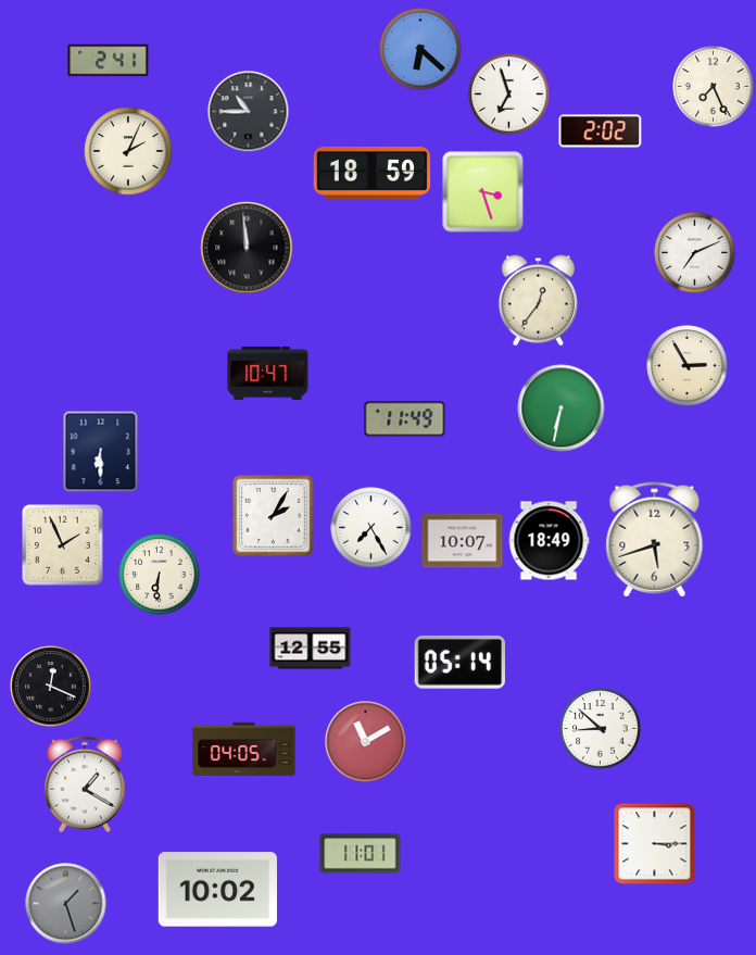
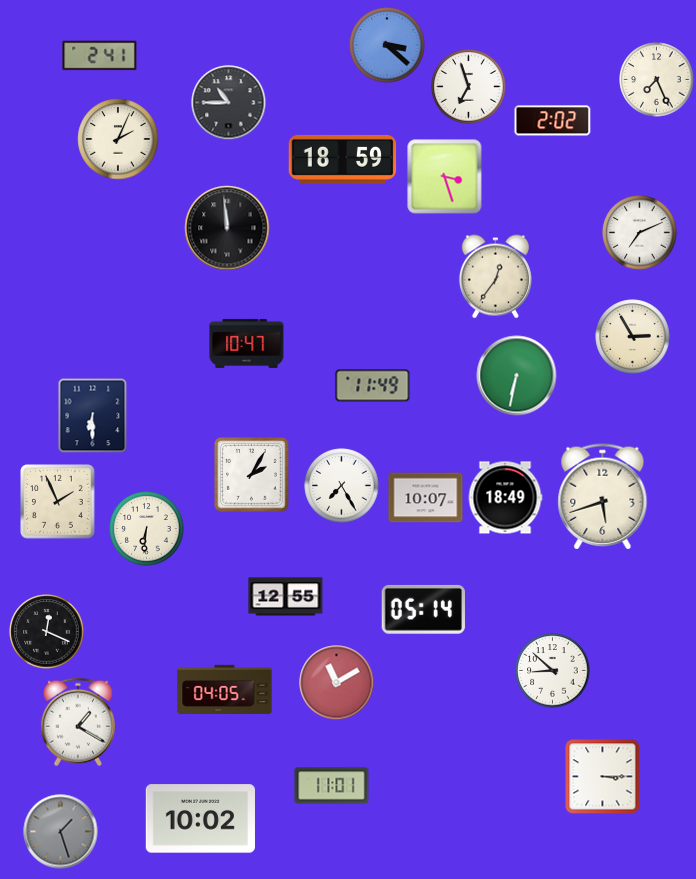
clock at (420, 49): 6:22 -> 3:22
